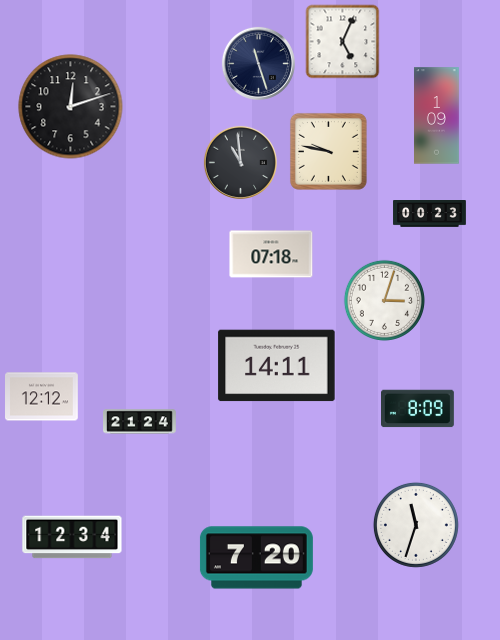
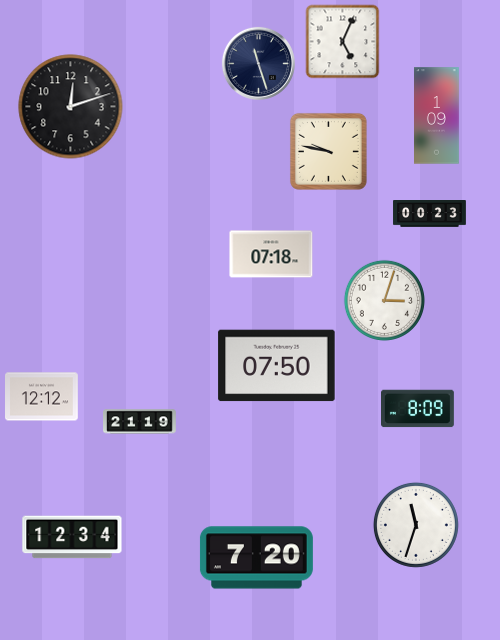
clock at (240, 162): 10:59 -> none
clock at (277, 366): 14:11 -> 07:50
clock at (140, 422): 21:24 -> 21:19
